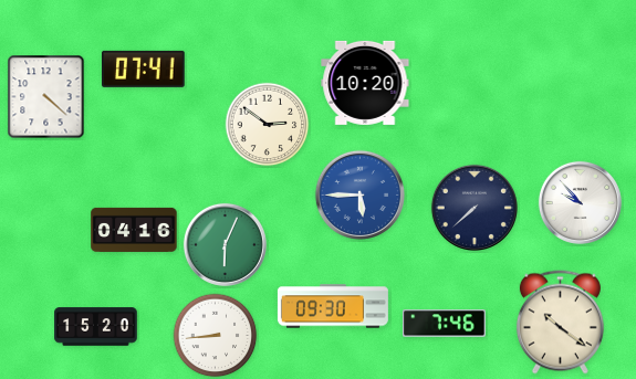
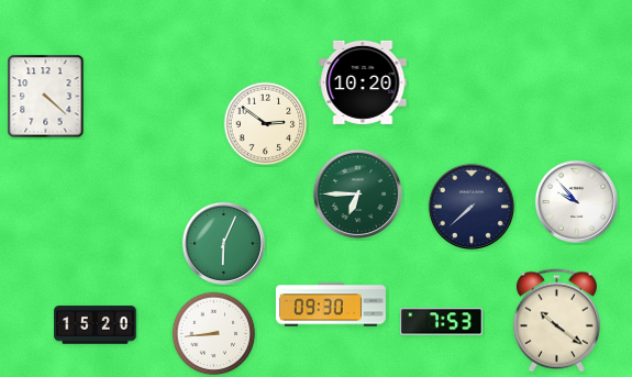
clock at (144, 69): 07:41 -> none
clock at (359, 194): 5:45 -> 6:45
clock at (359, 194) dial: blue -> green
clock at (134, 230): 04:16 -> none
clock at (445, 324): 7:46 -> 7:53
